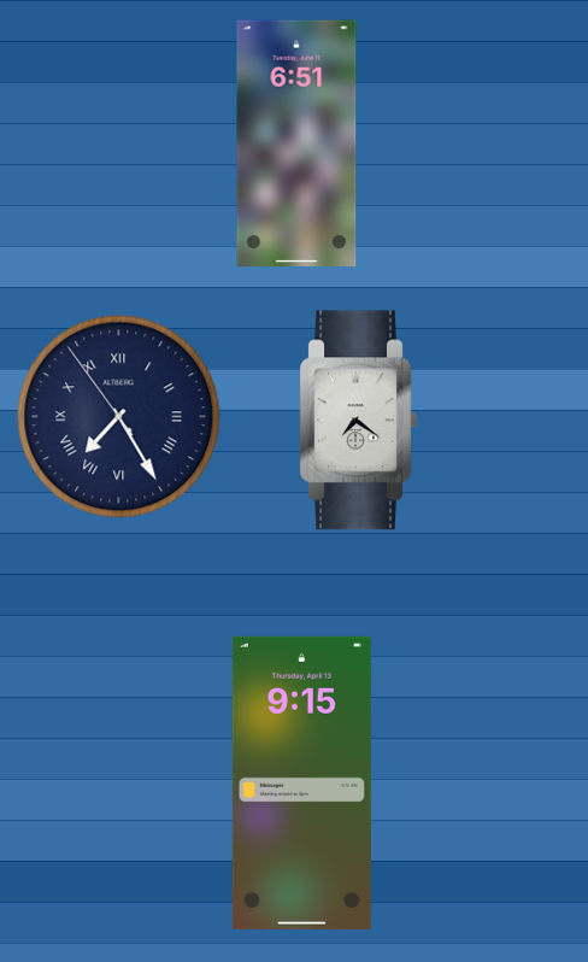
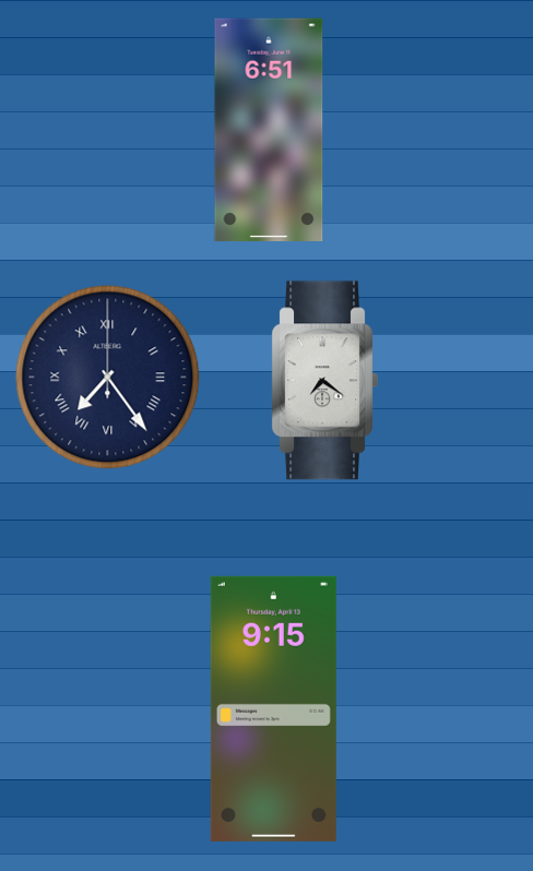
clock at (119, 417): 7:24:54 -> 7:24:00
